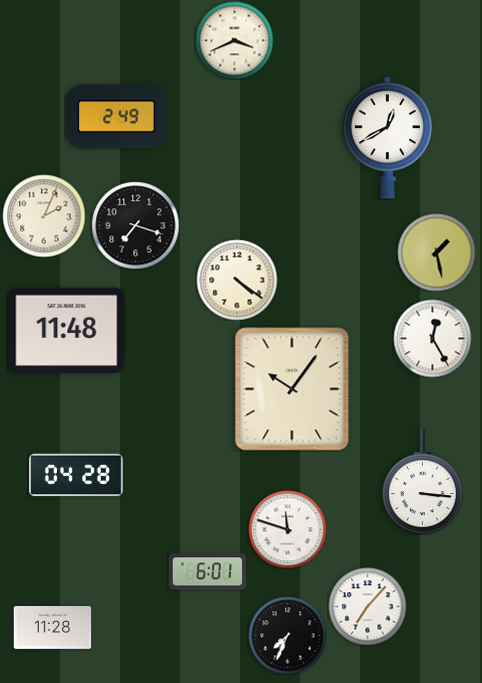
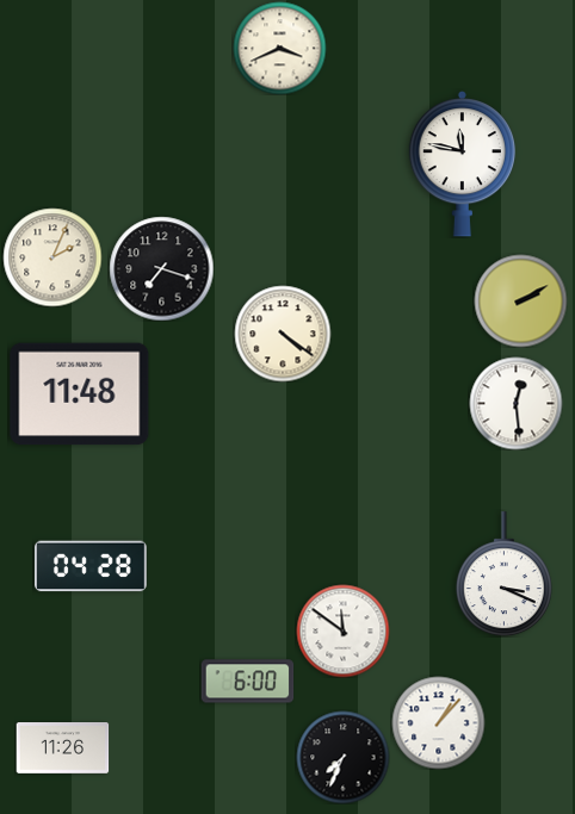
clock at (117, 117): 2:49 -> none
clock at (387, 138): 12:40 -> 11:47
clock at (436, 252): 1:28 -> 2:10
clock at (432, 338): 12:25 -> 12:29
clock at (292, 389): 10:06 -> none
clock at (422, 482): 3:16 -> 3:19
clock at (287, 529): 11:48 -> 11:51
clock at (207, 572): 6:01 -> 6:00
clock at (367, 606): 7:07 -> 1:07
clock at (52, 628): 11:28 -> 11:26
